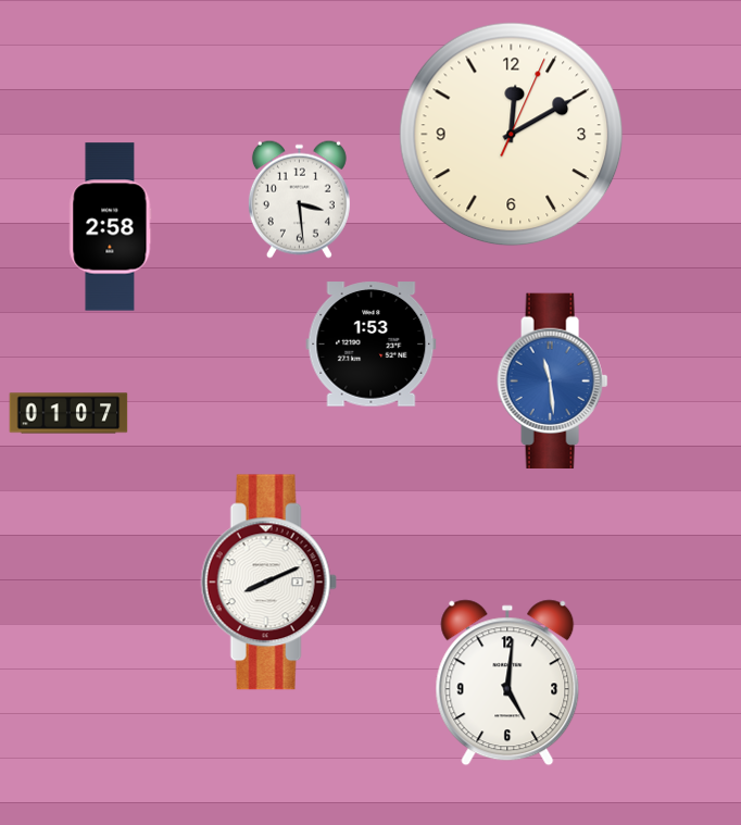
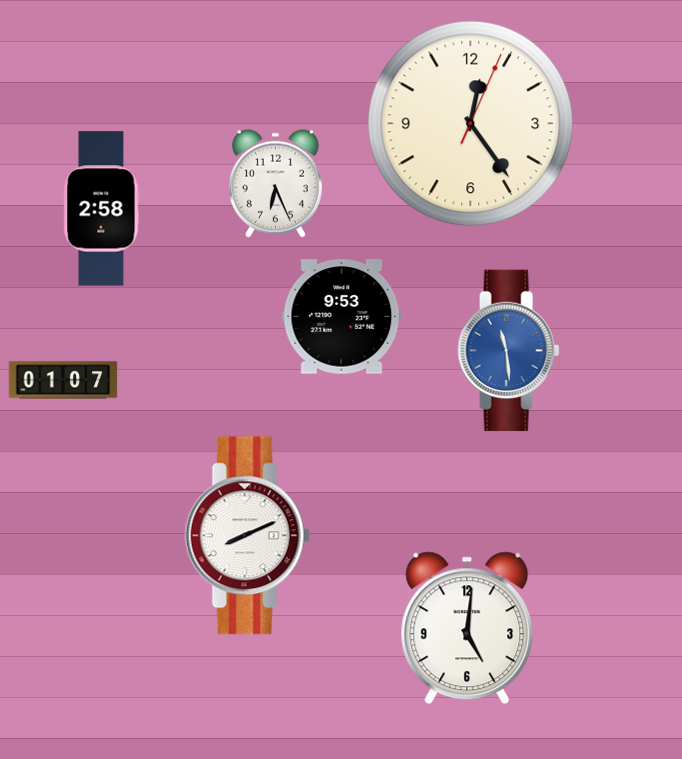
clock at (512, 135): 12:10 -> 12:24
clock at (299, 199): 3:29 -> 6:26
clock at (372, 345): 1:53 -> 9:53
